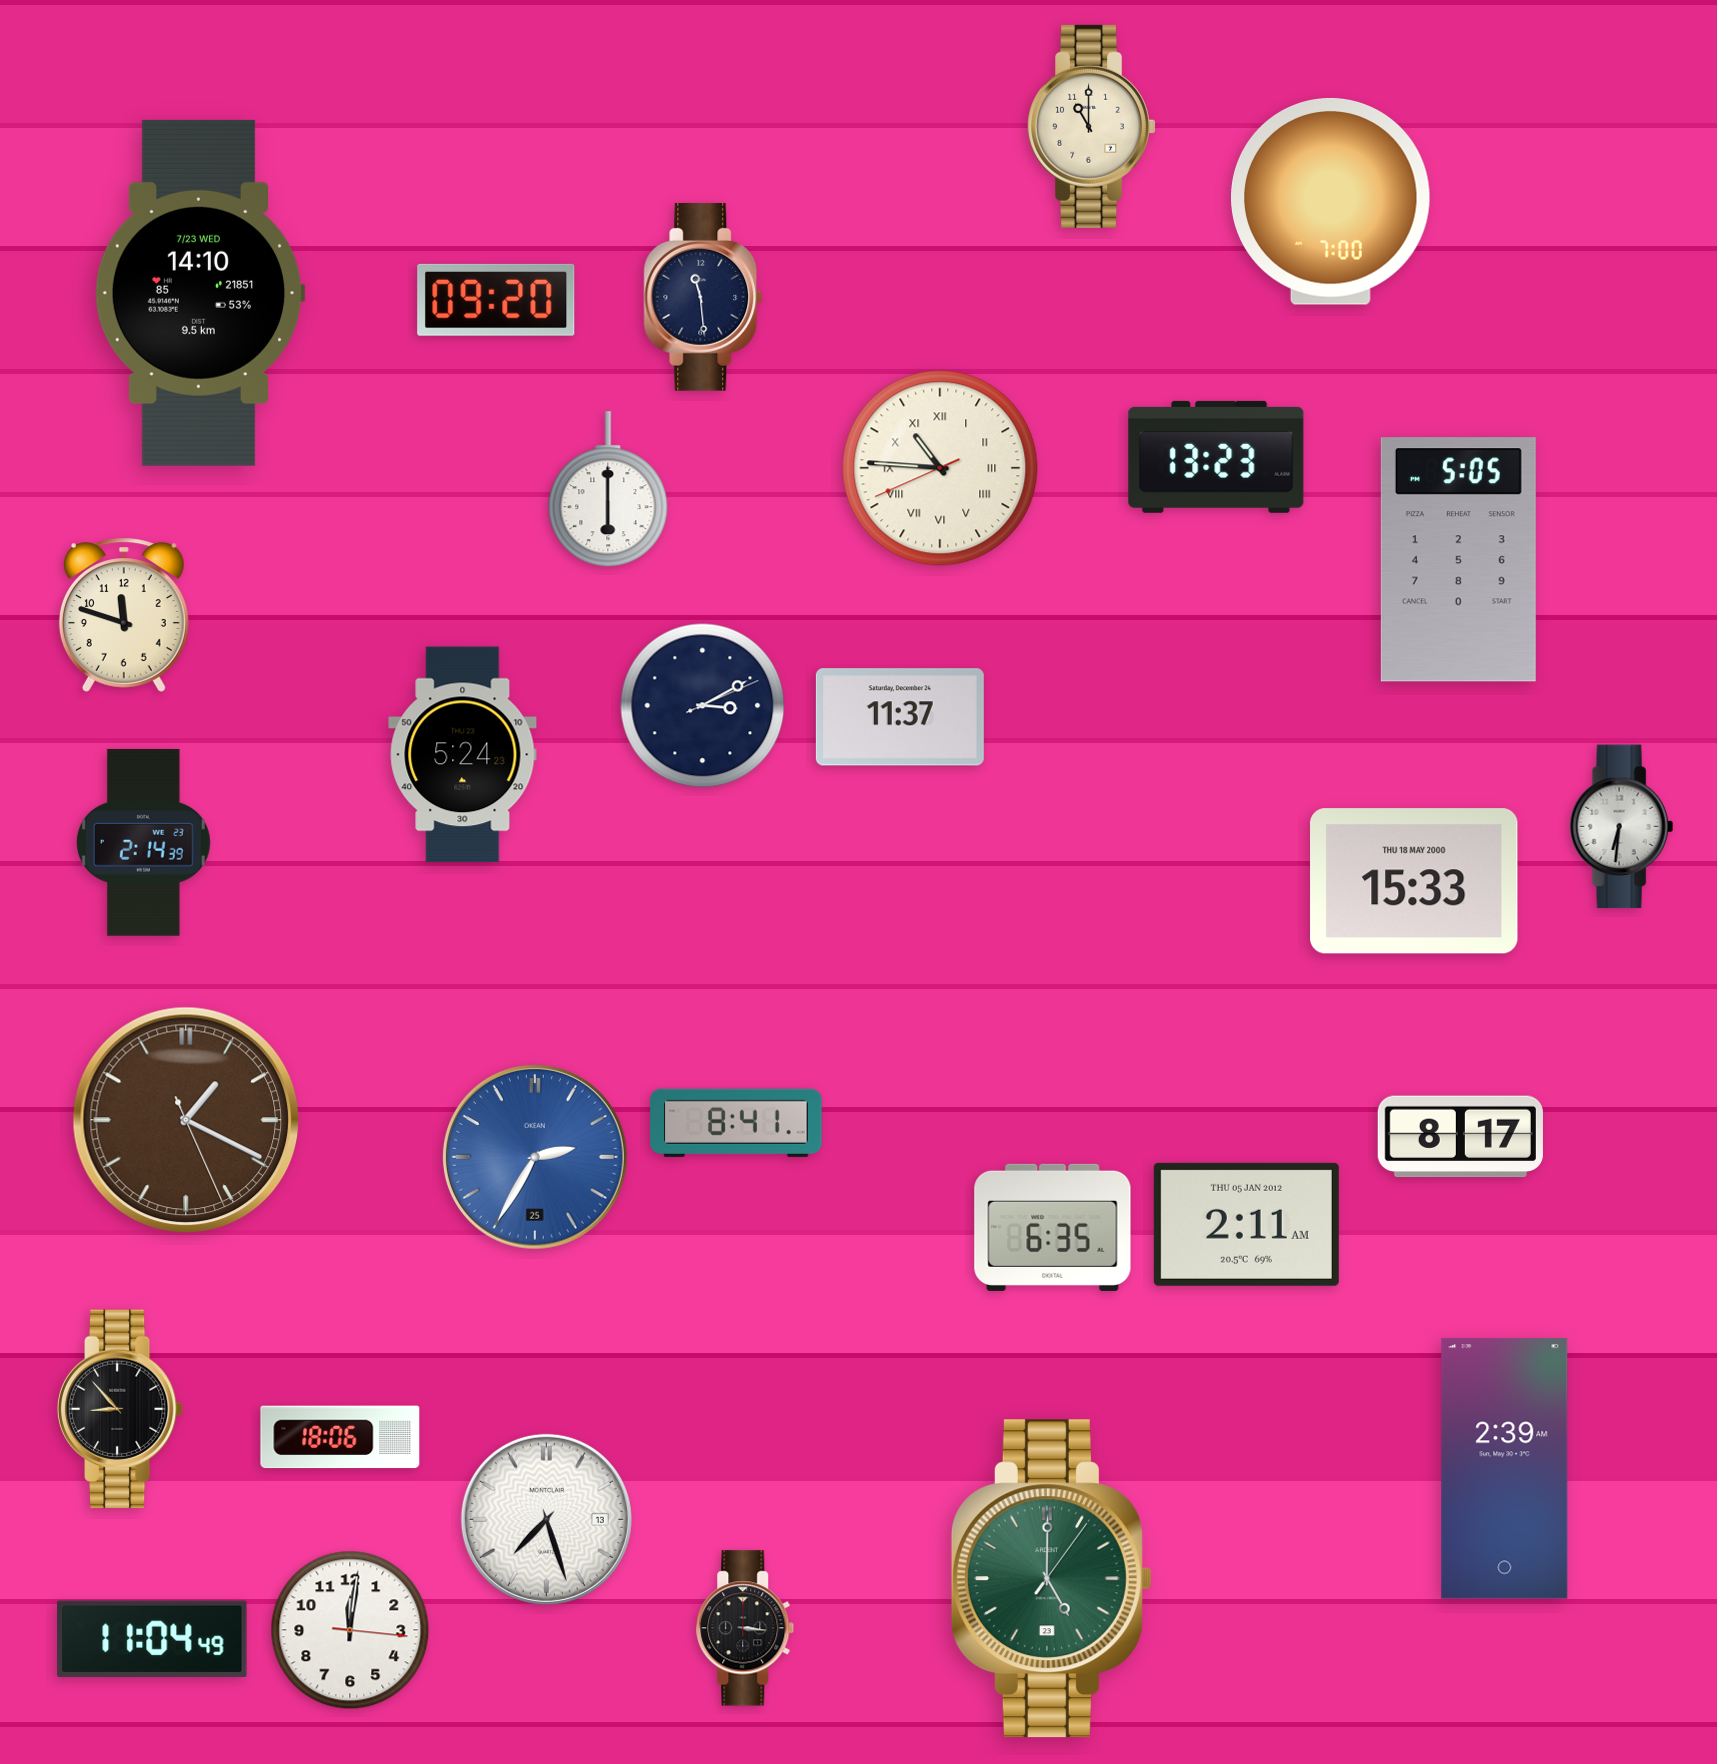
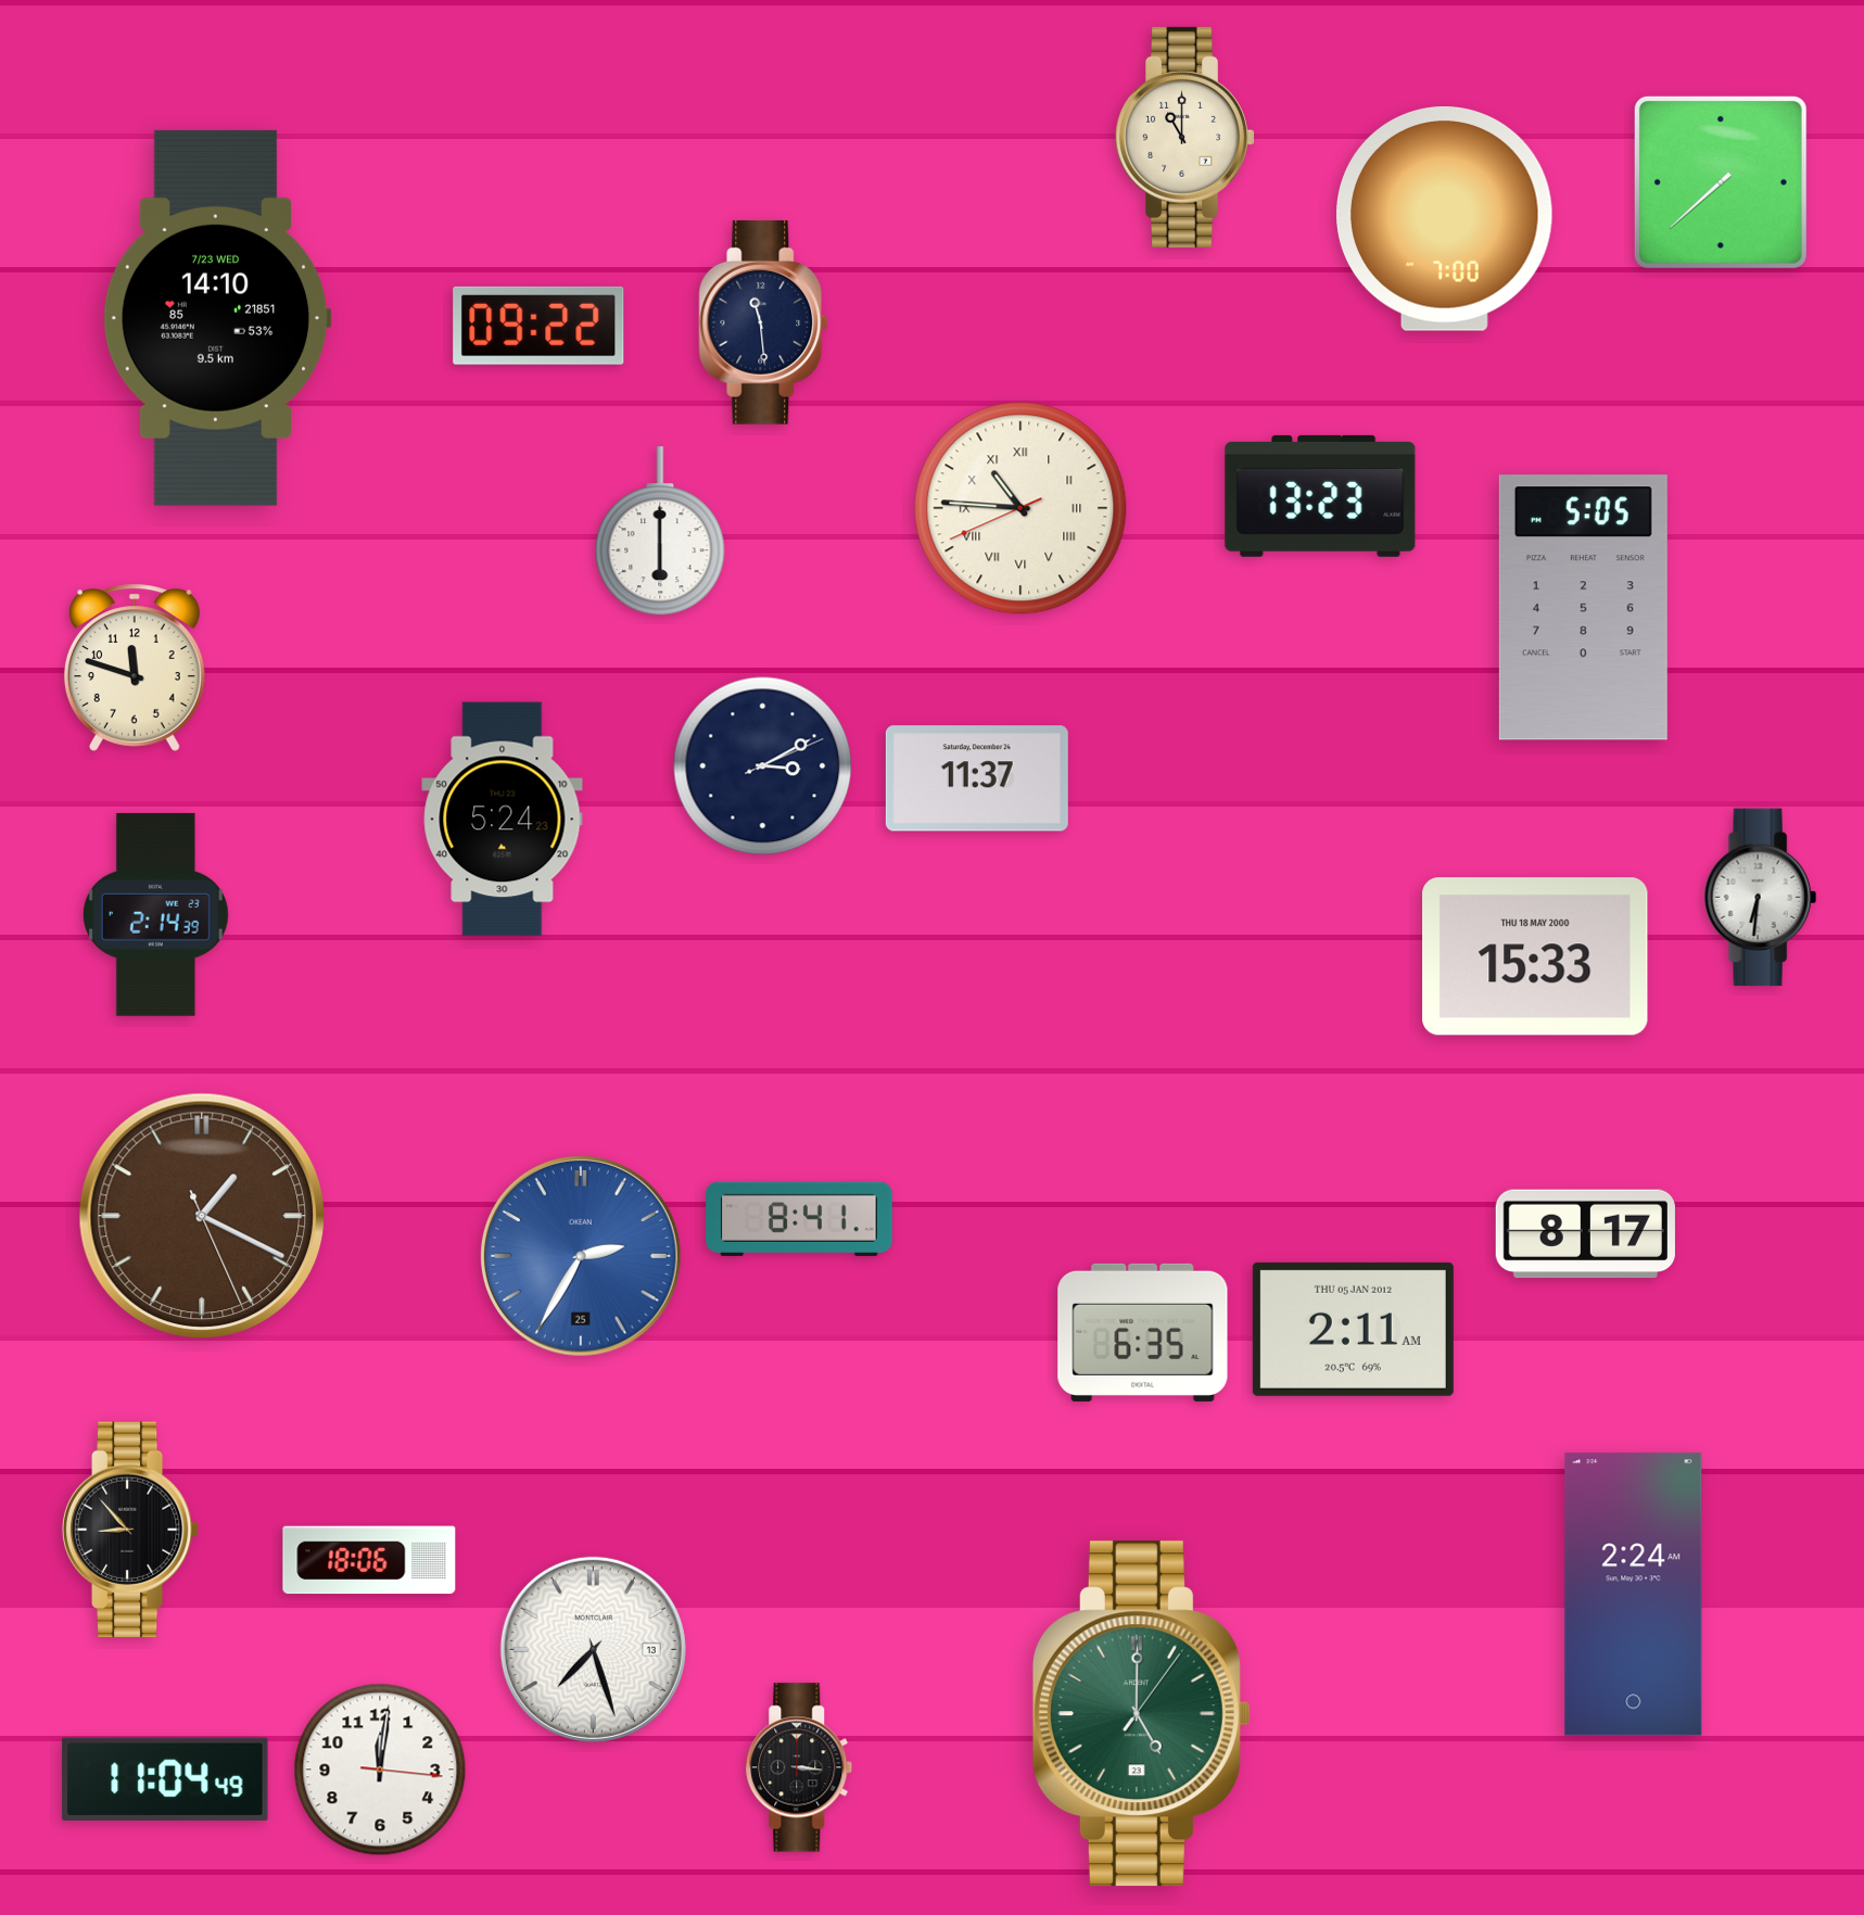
clock at (1721, 182): none -> 7:38
clock at (496, 300): 09:20 -> 09:22
clock at (1505, 1469): 2:39 -> 2:24
clock at (745, 1628) position: (745, 1628) -> (799, 1767)
